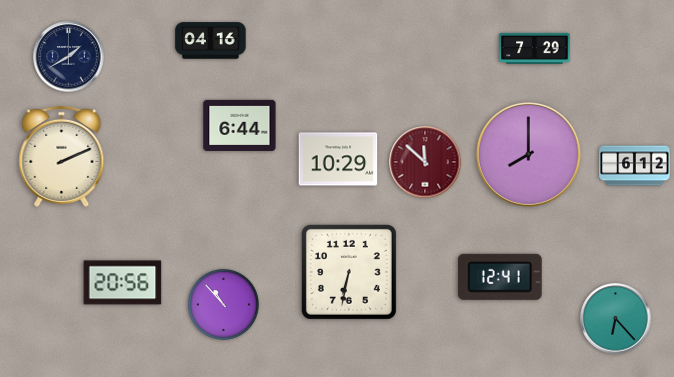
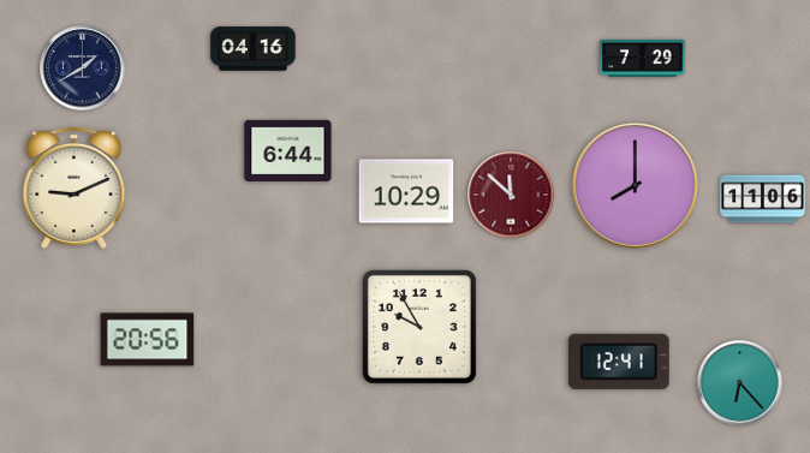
clock at (62, 156): 2:11 -> 9:11
clock at (635, 166): 6:12 -> 11:06
clock at (349, 272): 6:32 -> 9:55
clock at (500, 277) position: (500, 277) -> (619, 362)
clock at (223, 304): 10:53 -> none
